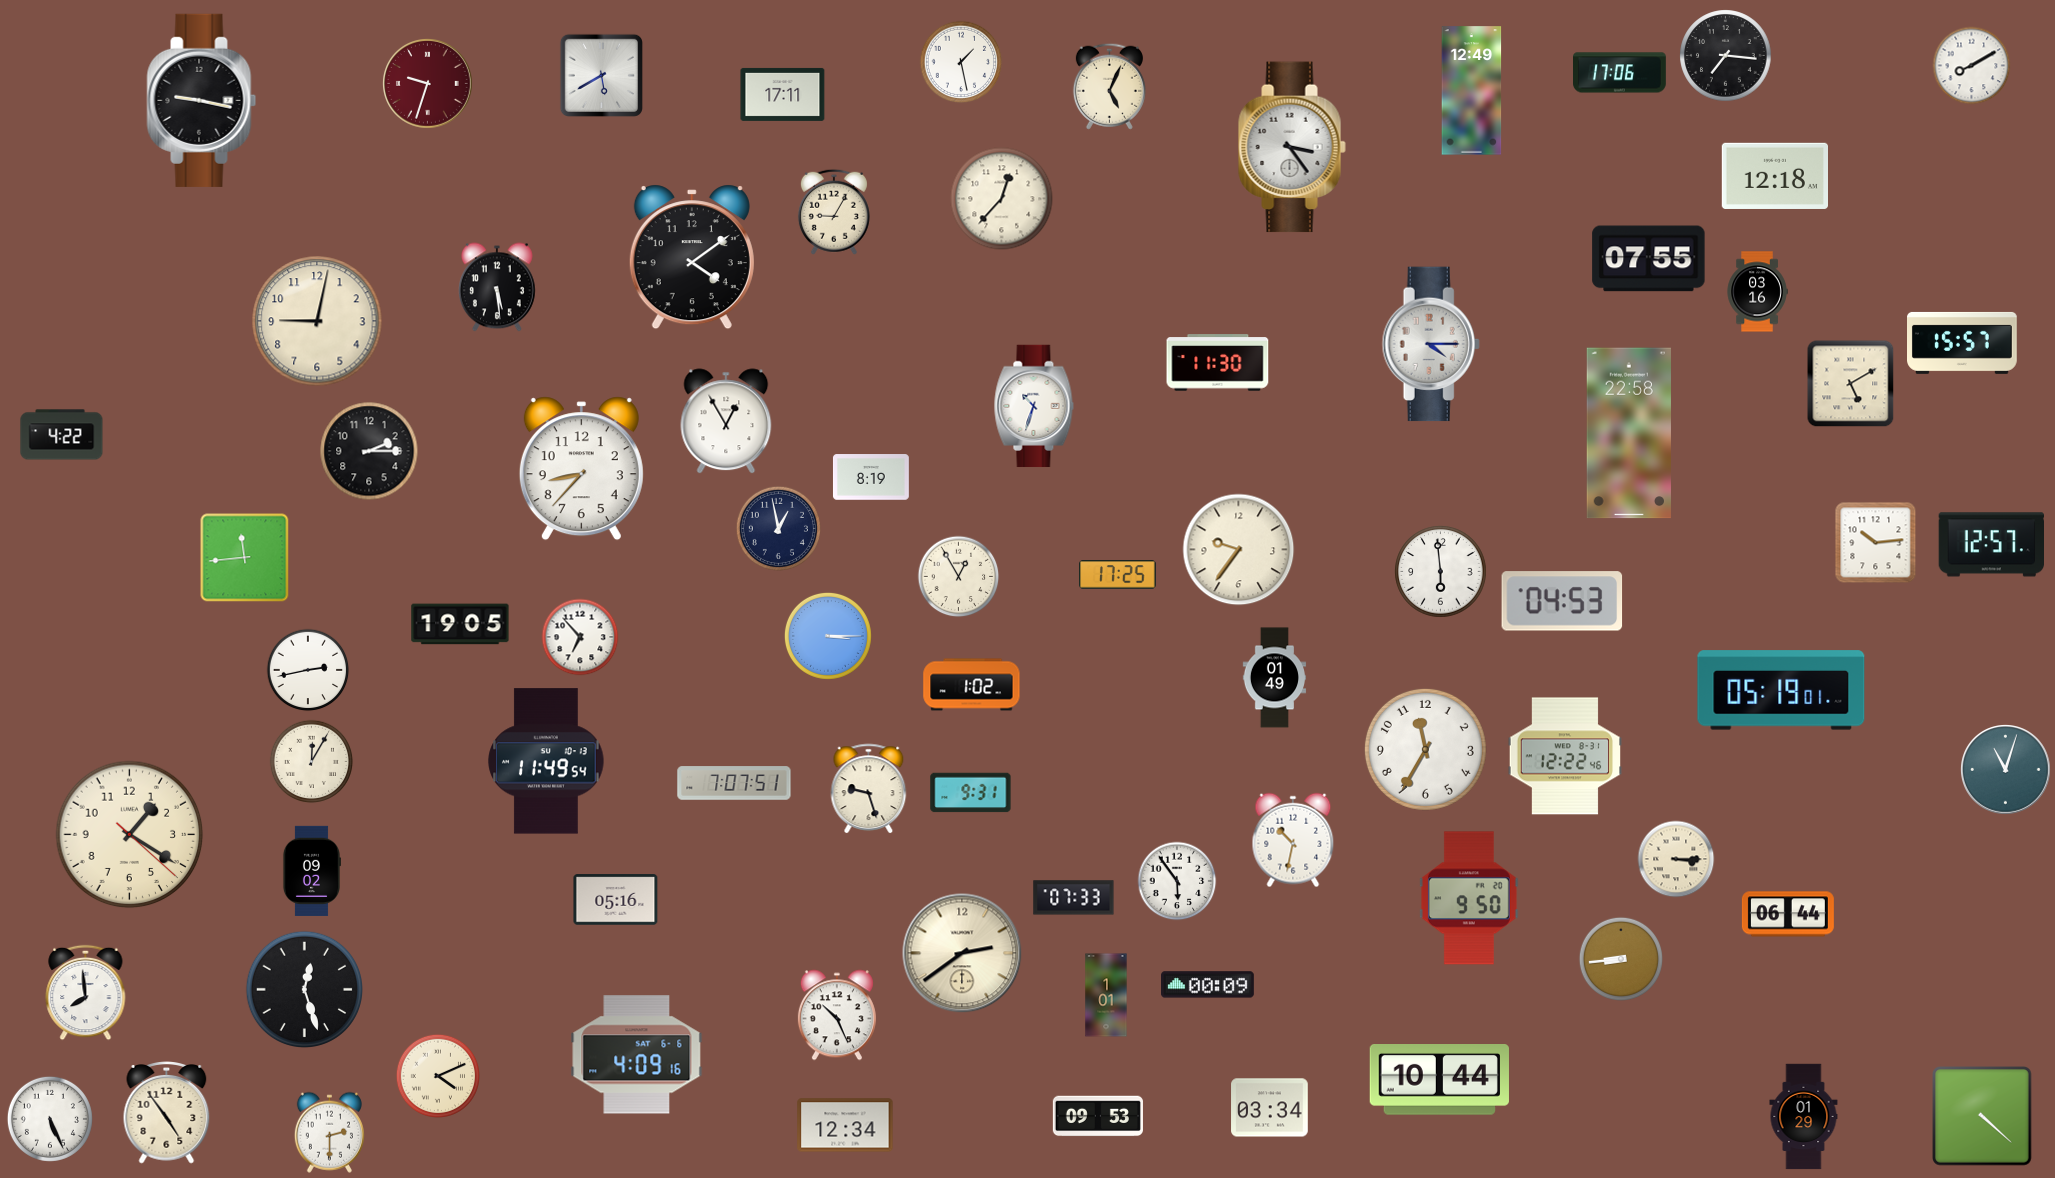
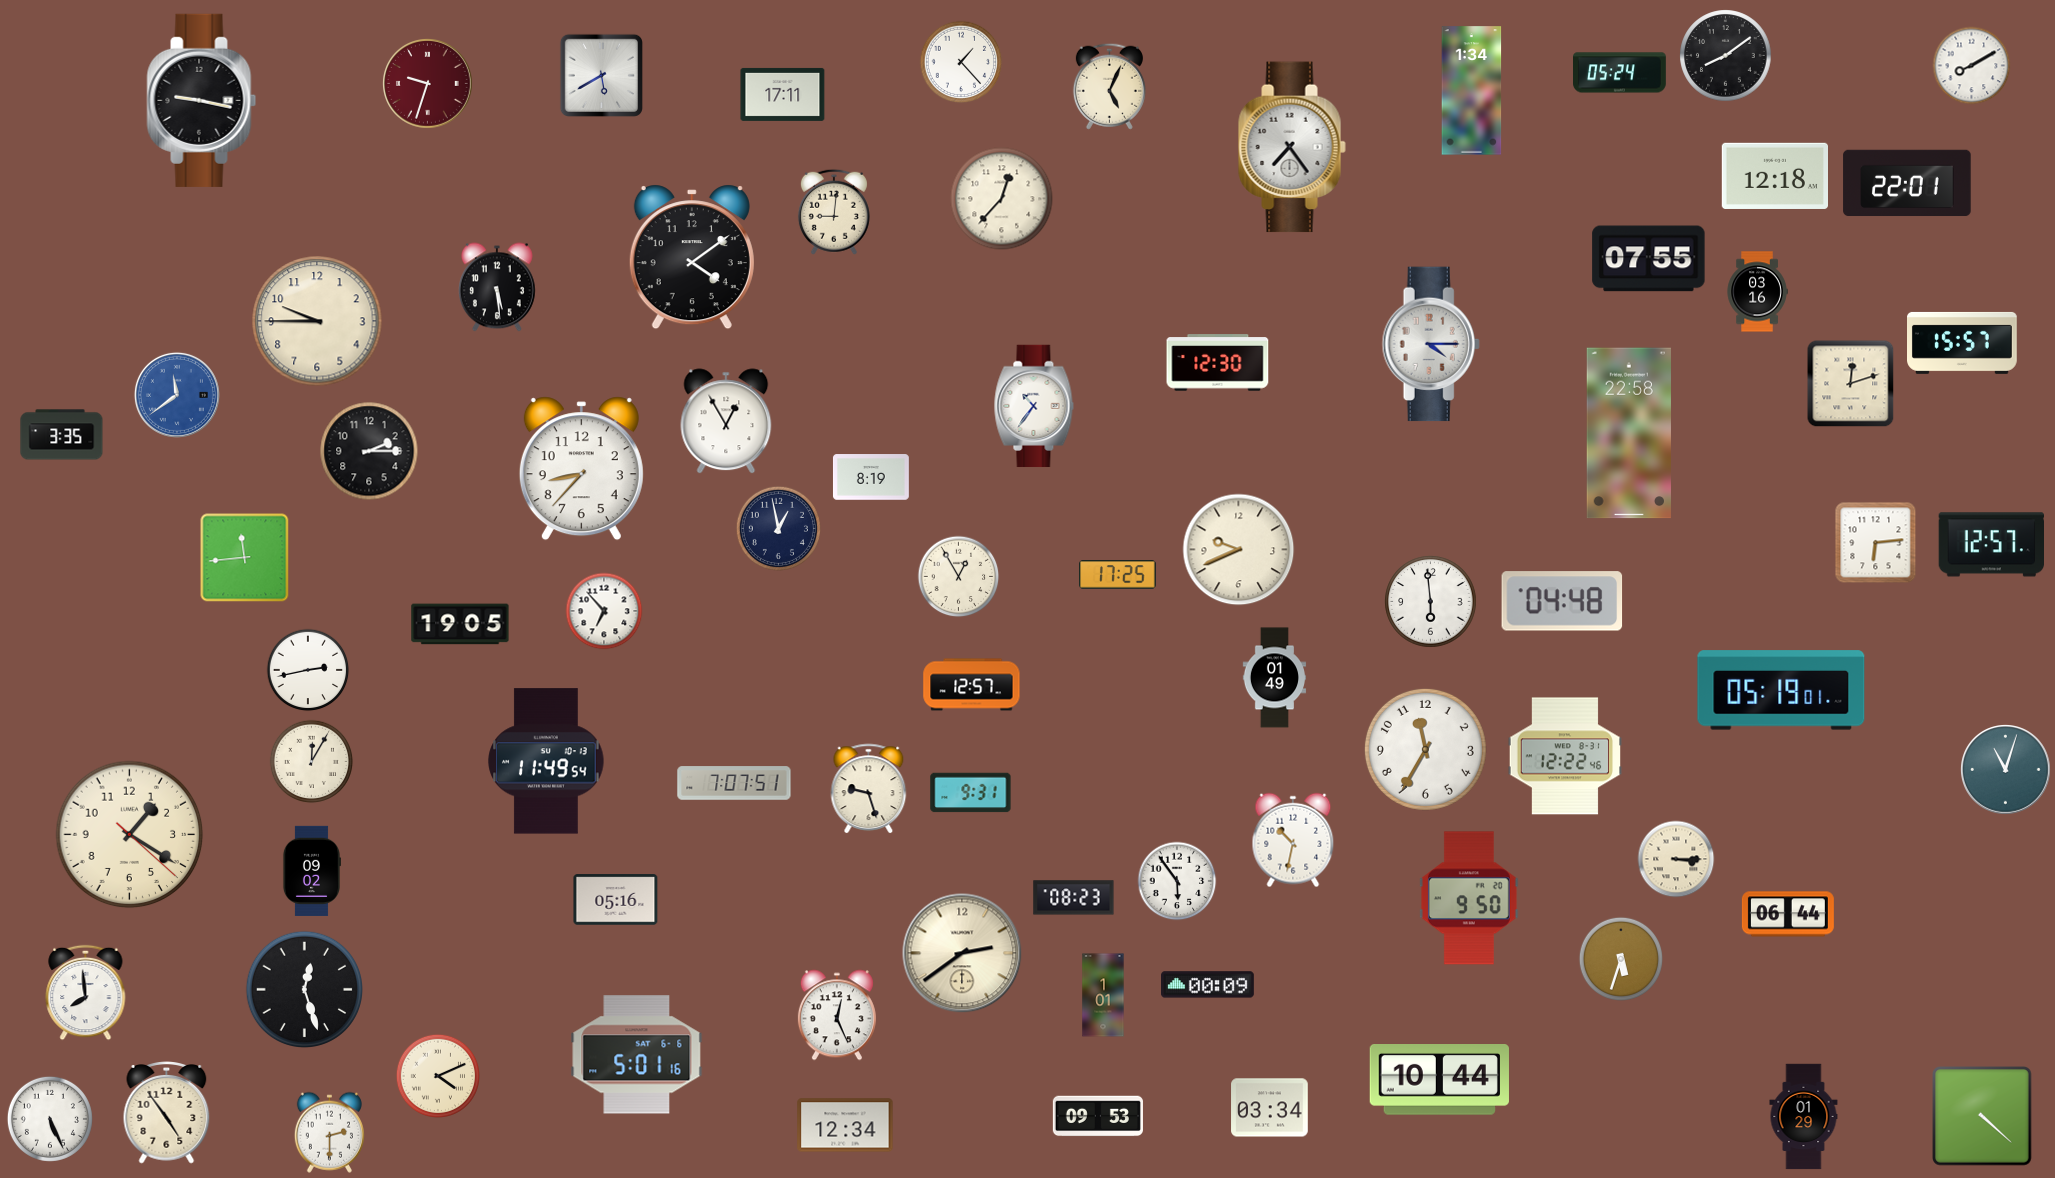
clock at (1726, 56): 7:16 -> 8:09
clock at (961, 62): 1:28 -> 1:23
clock at (1620, 73): 17:06 -> 05:24
clock at (1472, 91): 12:49 -> 1:34
clock at (1292, 147): 3:24 -> 7:24
clock at (1907, 183): none -> 22:01
clock at (834, 212): 9:05 -> 9:01
clock at (317, 321): 9:02 -> 9:45
clock at (1218, 363): 11:30 -> 12:30
clock at (1851, 384): 5:10 -> 12:12
clock at (177, 395): none -> 11:39
clock at (1034, 406): 10:33 -> 10:36
clock at (62, 435): 4:22 -> 3:35
clock at (1876, 543): 10:14 -> 6:14
clock at (1239, 550): 9:36 -> 9:41
clock at (1441, 572) position: (1441, 572) -> (1431, 602)
clock at (1562, 601): 04:53 -> 04:48
clock at (828, 636): 3:15 -> none
clock at (580, 637) position: (580, 637) -> (604, 611)
clock at (972, 685): 1:02 -> 12:57
clock at (1074, 898): 07:33 -> 08:23
clock at (1620, 958): 8:44 -> 5:33
clock at (1106, 995) position: (1106, 995) -> (1103, 995)
clock at (837, 1015): 10:26 -> 12:26
clock at (637, 1055): 4:09 -> 5:01
